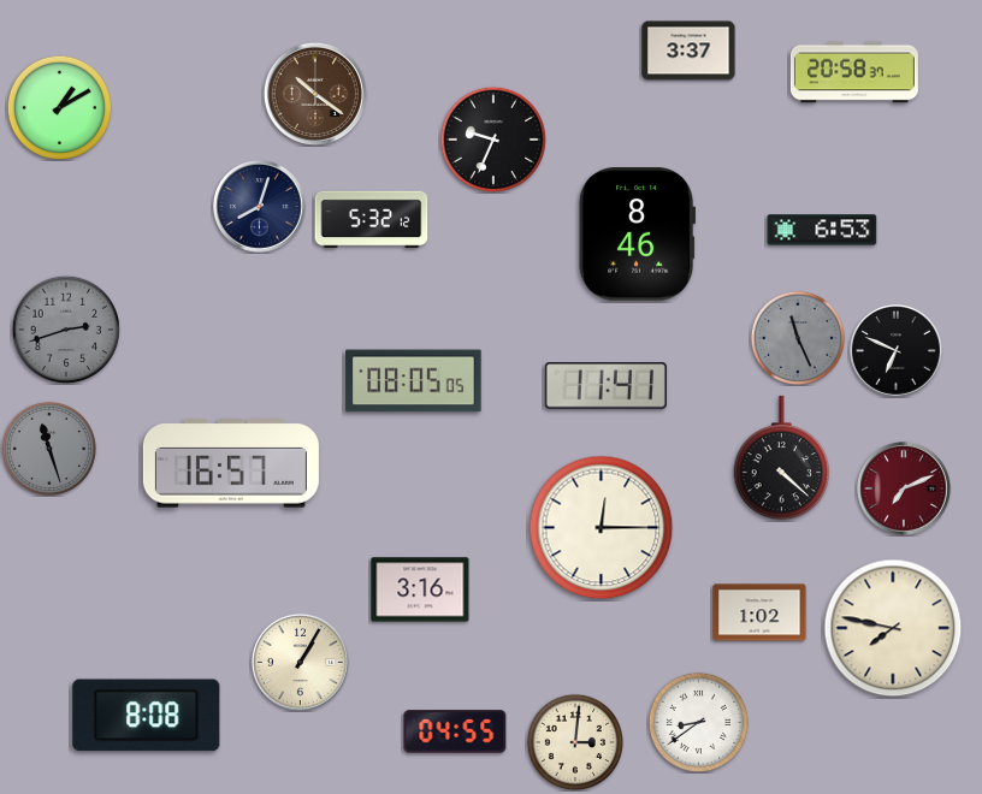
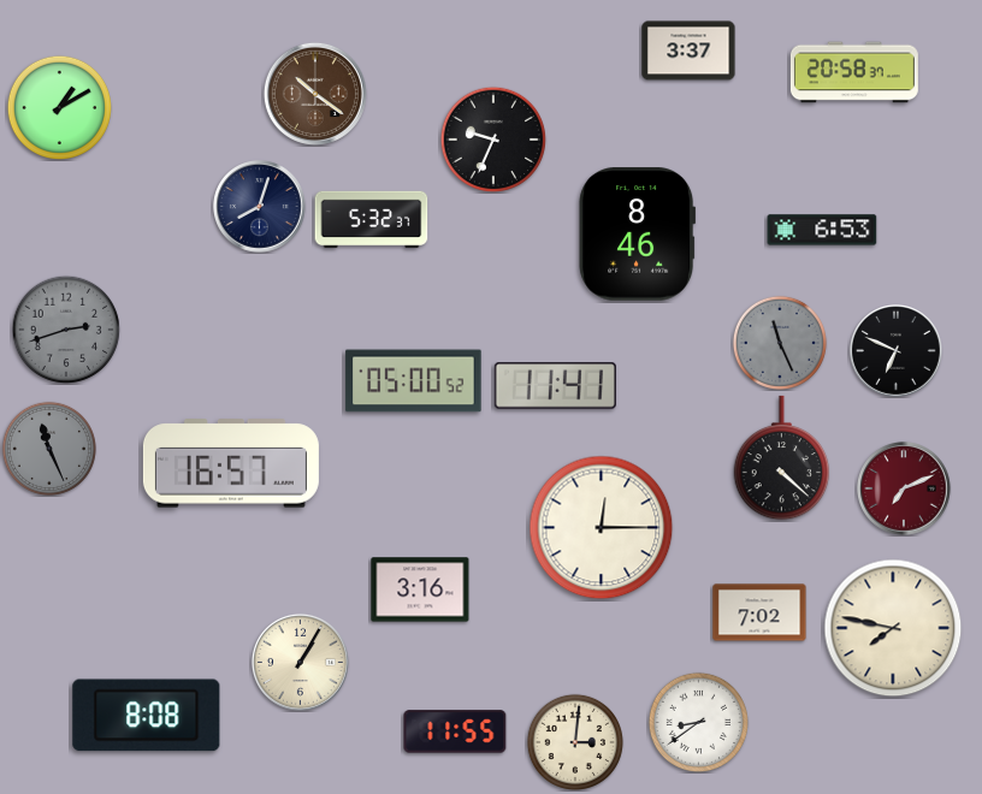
clock at (372, 220): 5:32:12 -> 5:32:37
clock at (798, 338) position: (798, 338) -> (780, 343)
clock at (414, 381): 08:05 -> 05:00
clock at (605, 386) position: (605, 386) -> (555, 386)
clock at (49, 449): 11:27 -> 11:26
clock at (759, 612): 1:02 -> 7:02
clock at (455, 731): 04:55 -> 11:55
